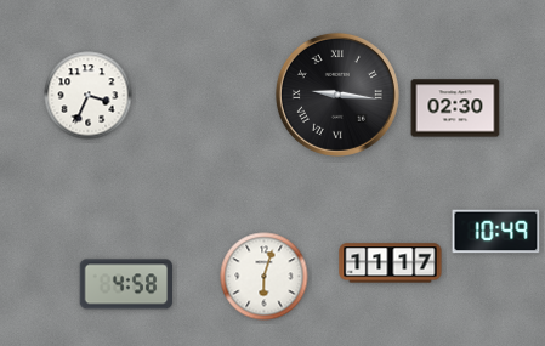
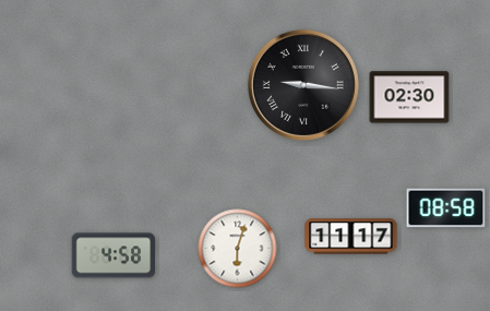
clock at (89, 96): 3:34 -> none
clock at (496, 232): 10:49 -> 08:58
